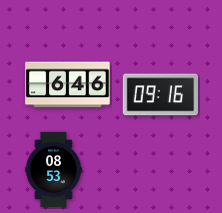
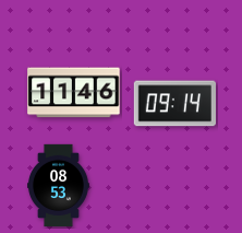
clock at (68, 85): 6:46 -> 11:46
clock at (160, 95): 09:16 -> 09:14
